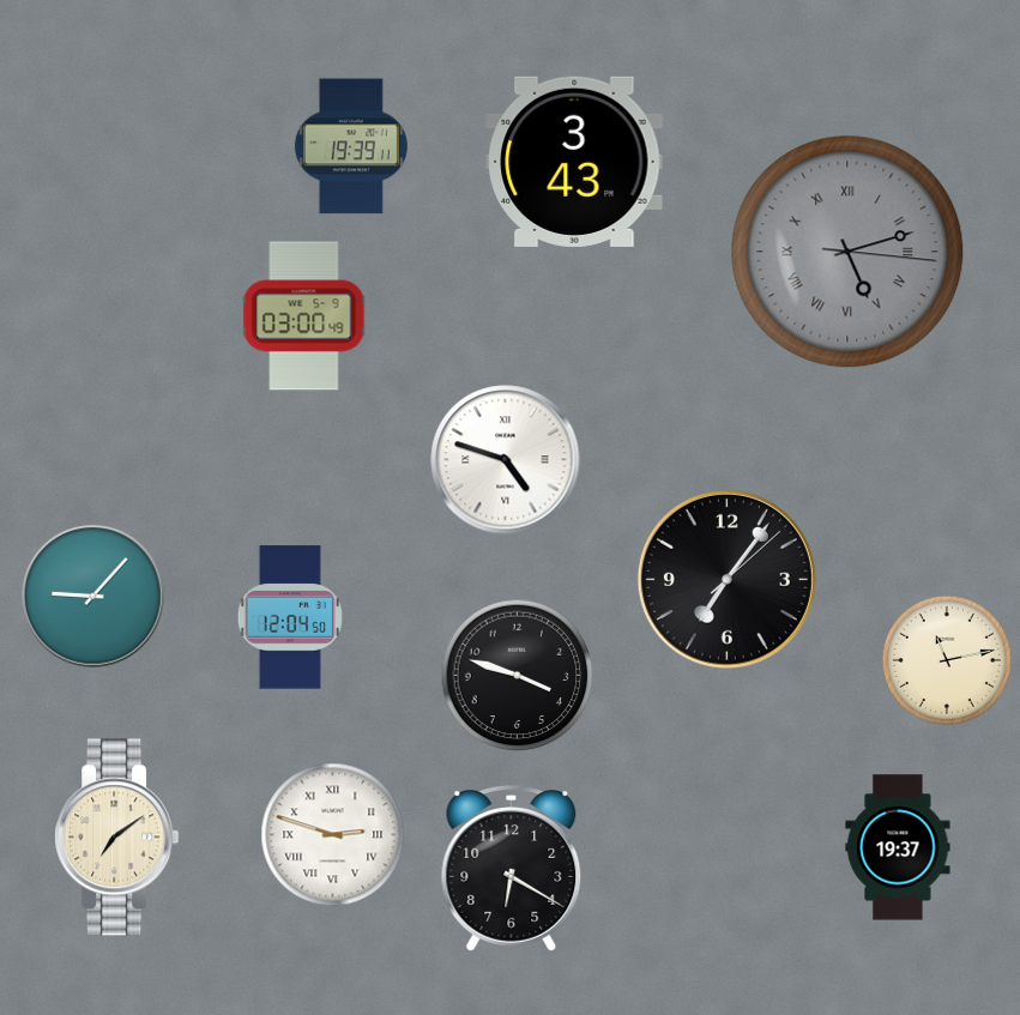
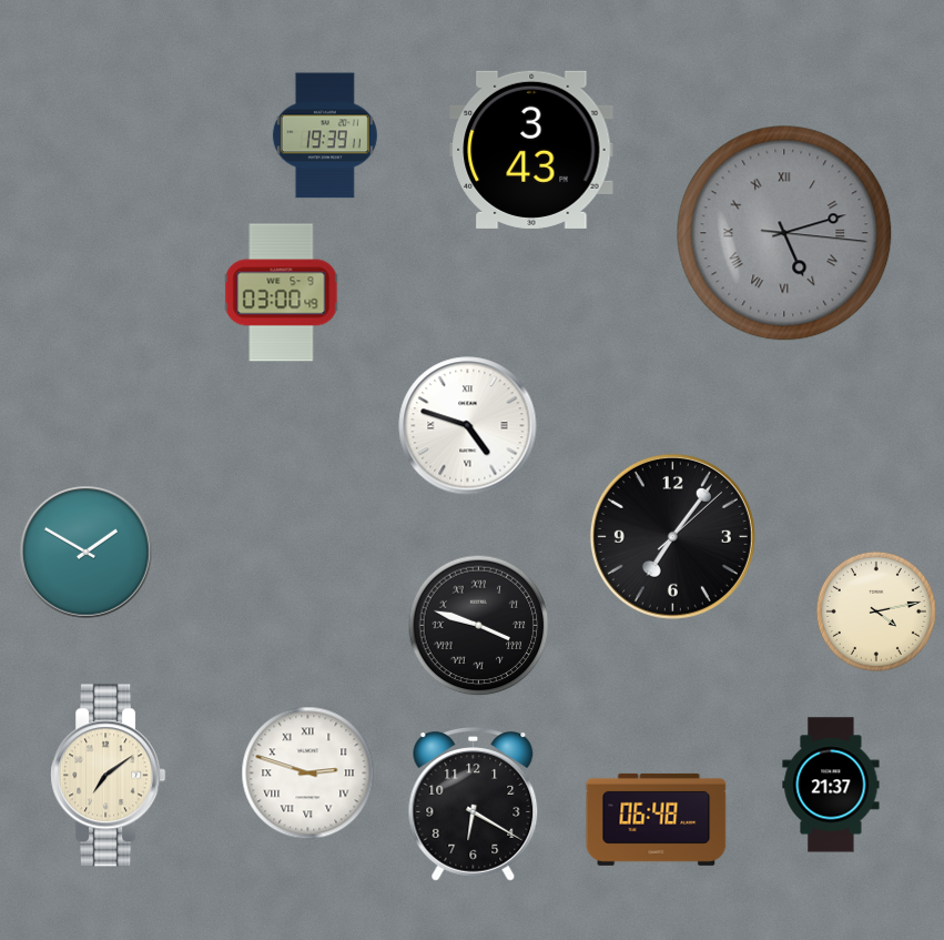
clock at (93, 597): 9:07 -> 1:50
clock at (290, 617): 12:04 -> none
clock at (947, 660): 11:13 -> 4:13
clock at (518, 676) numerals: Arabic -> Roman
clock at (898, 847): 19:37 -> 21:37
clock at (657, 819): none -> 06:48
